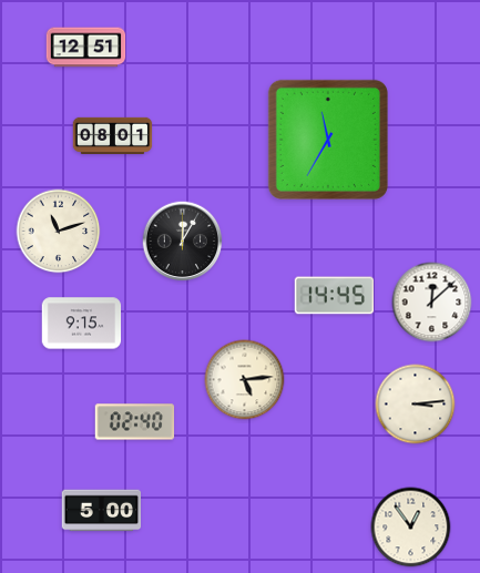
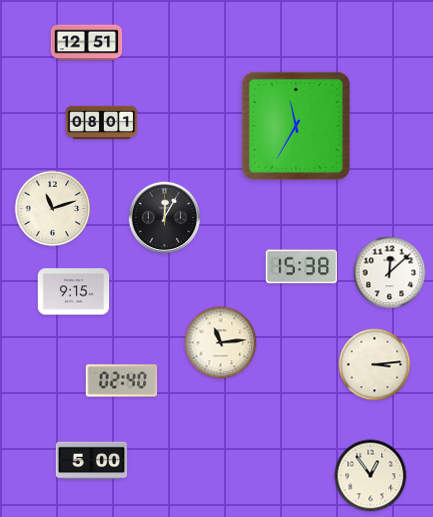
clock at (86, 48) position: (86, 48) -> (87, 43)
clock at (335, 296): 14:45 -> 15:38
clock at (245, 380): 5:14 -> 11:14
